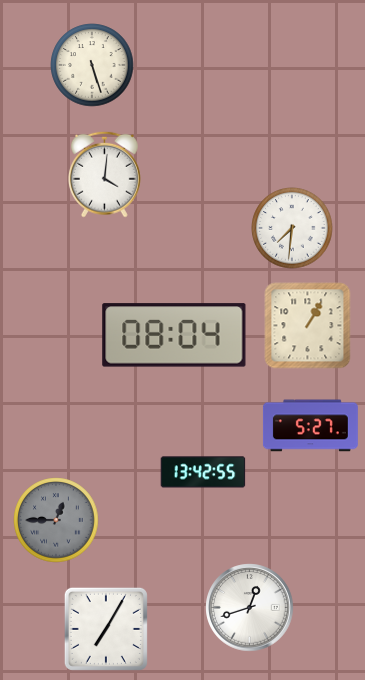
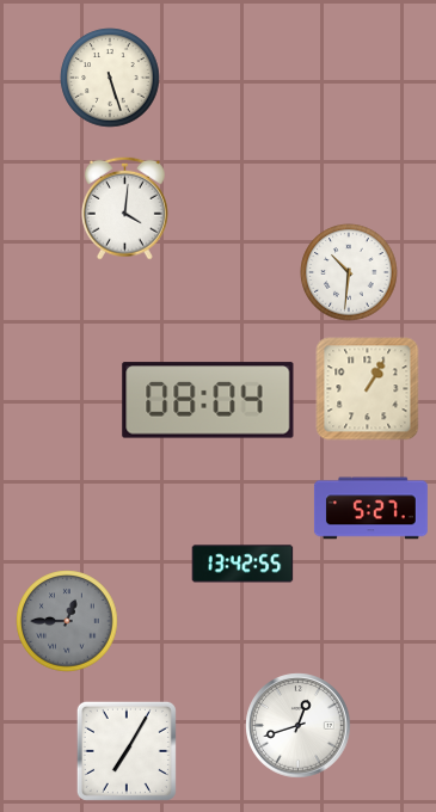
clock at (292, 228): 7:31 -> 10:31
